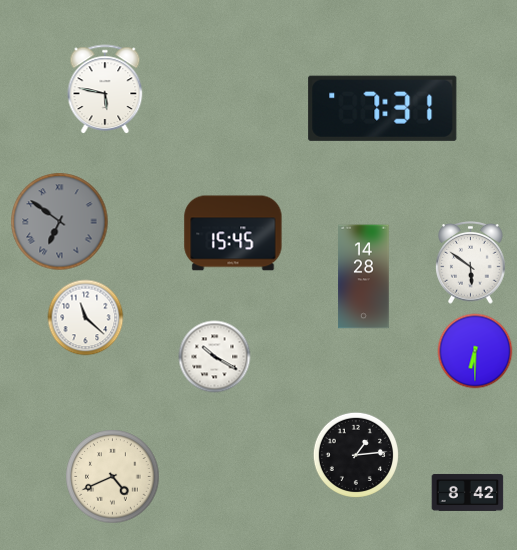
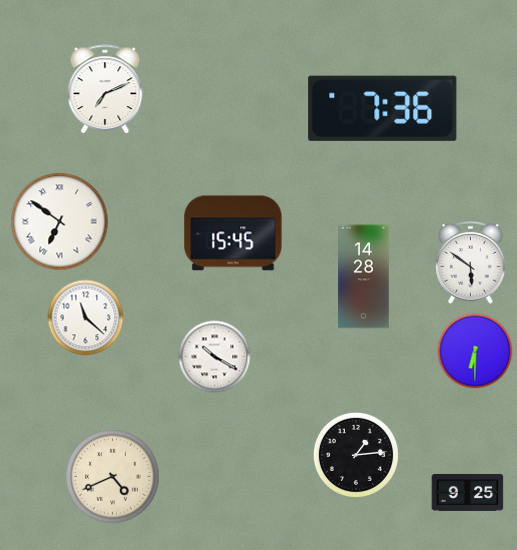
clock at (105, 90): 5:47 -> 7:11
clock at (383, 108): 7:31 -> 7:36
clock at (60, 222) dial: grey -> white
clock at (468, 492): 8:42 -> 9:25
